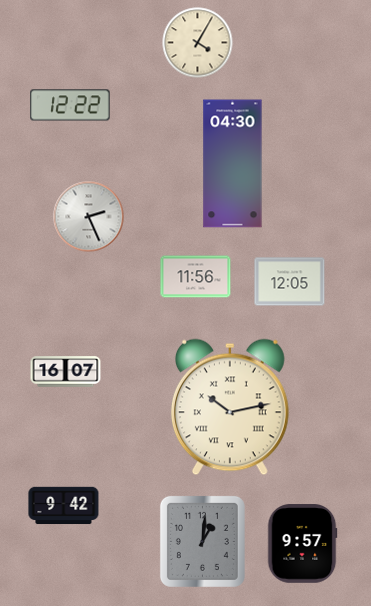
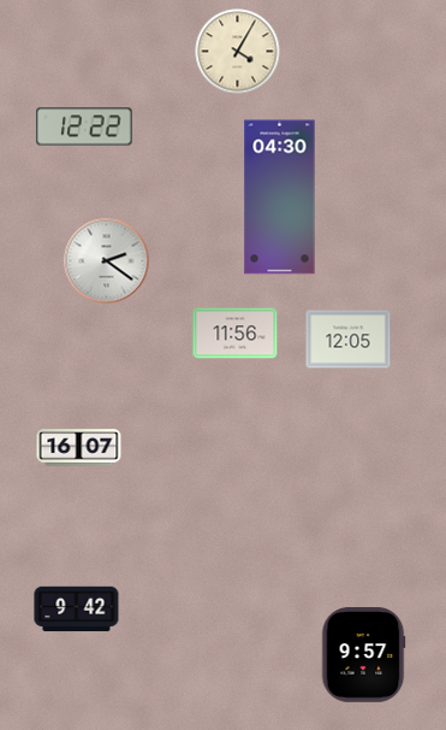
clock at (89, 217): 2:26 -> 2:21
clock at (230, 407): 10:13 -> none
clock at (202, 541): 1:01 -> none
